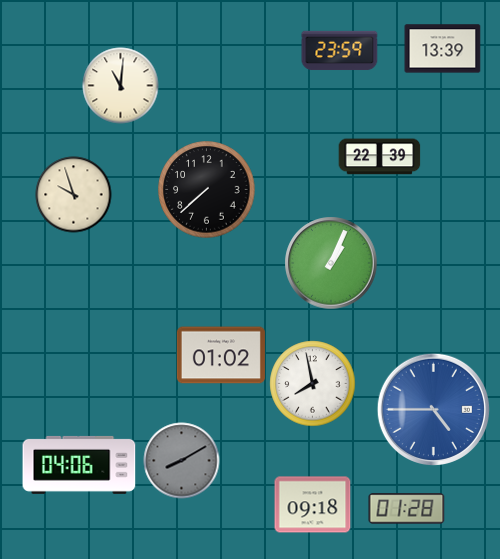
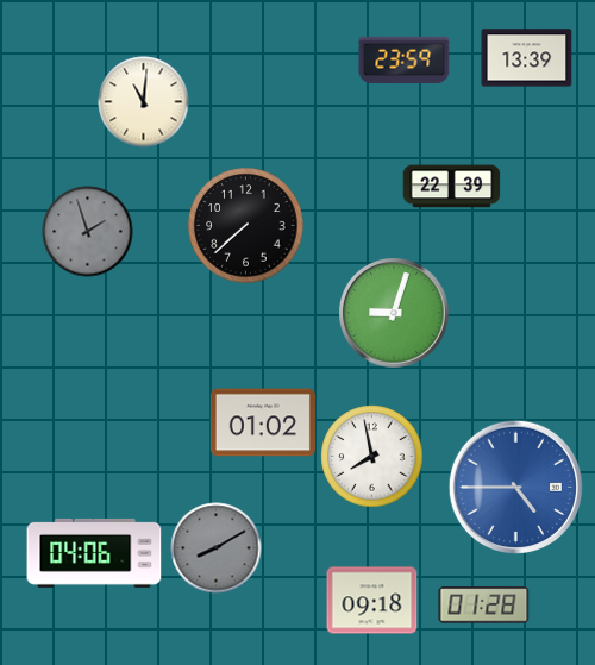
clock at (74, 195): 9:57 -> 1:57
clock at (74, 195) dial: cream -> grey
clock at (331, 263): 1:04 -> 9:03
